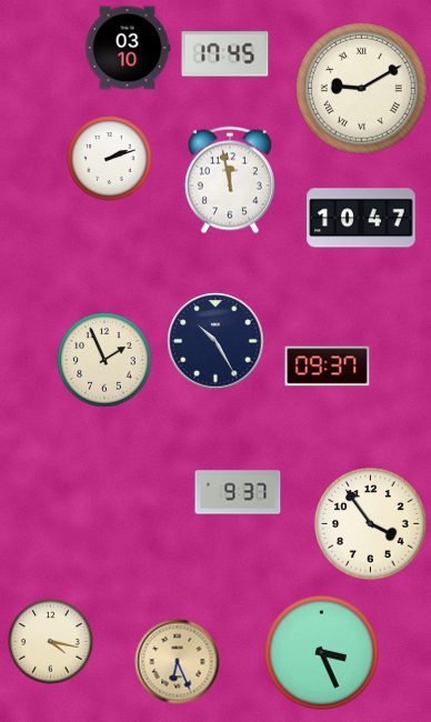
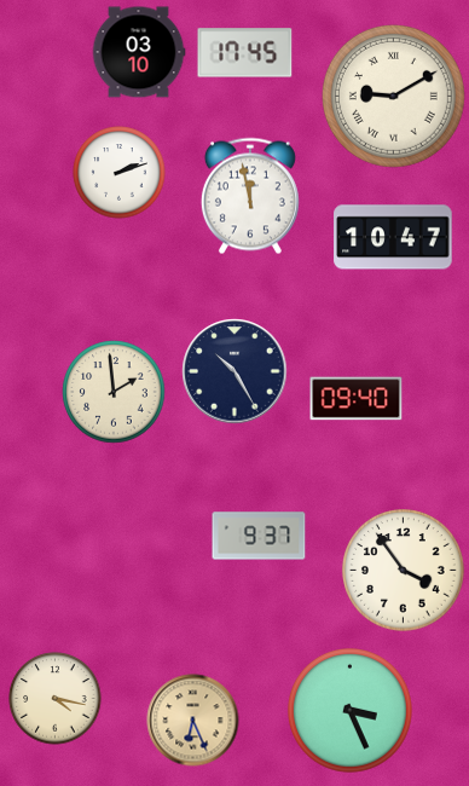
clock at (225, 54) position: (225, 54) -> (245, 53)
clock at (104, 360): 1:56 -> 1:59
clock at (328, 367): 09:37 -> 09:40
